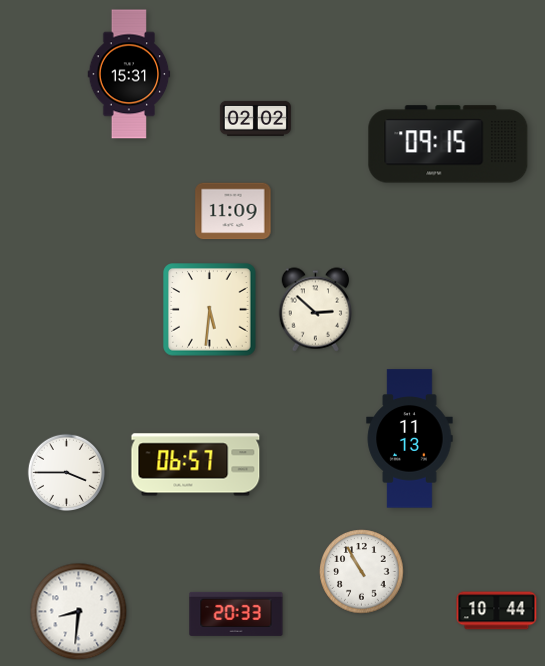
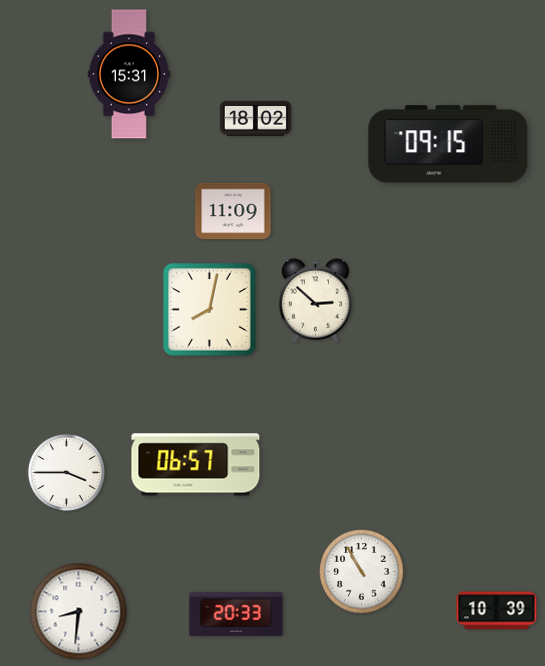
clock at (255, 118): 02:02 -> 18:02
clock at (210, 310): 5:31 -> 8:02
clock at (315, 310) position: (315, 310) -> (315, 301)
clock at (410, 439): 11:13 -> none
clock at (497, 611): 10:44 -> 10:39
